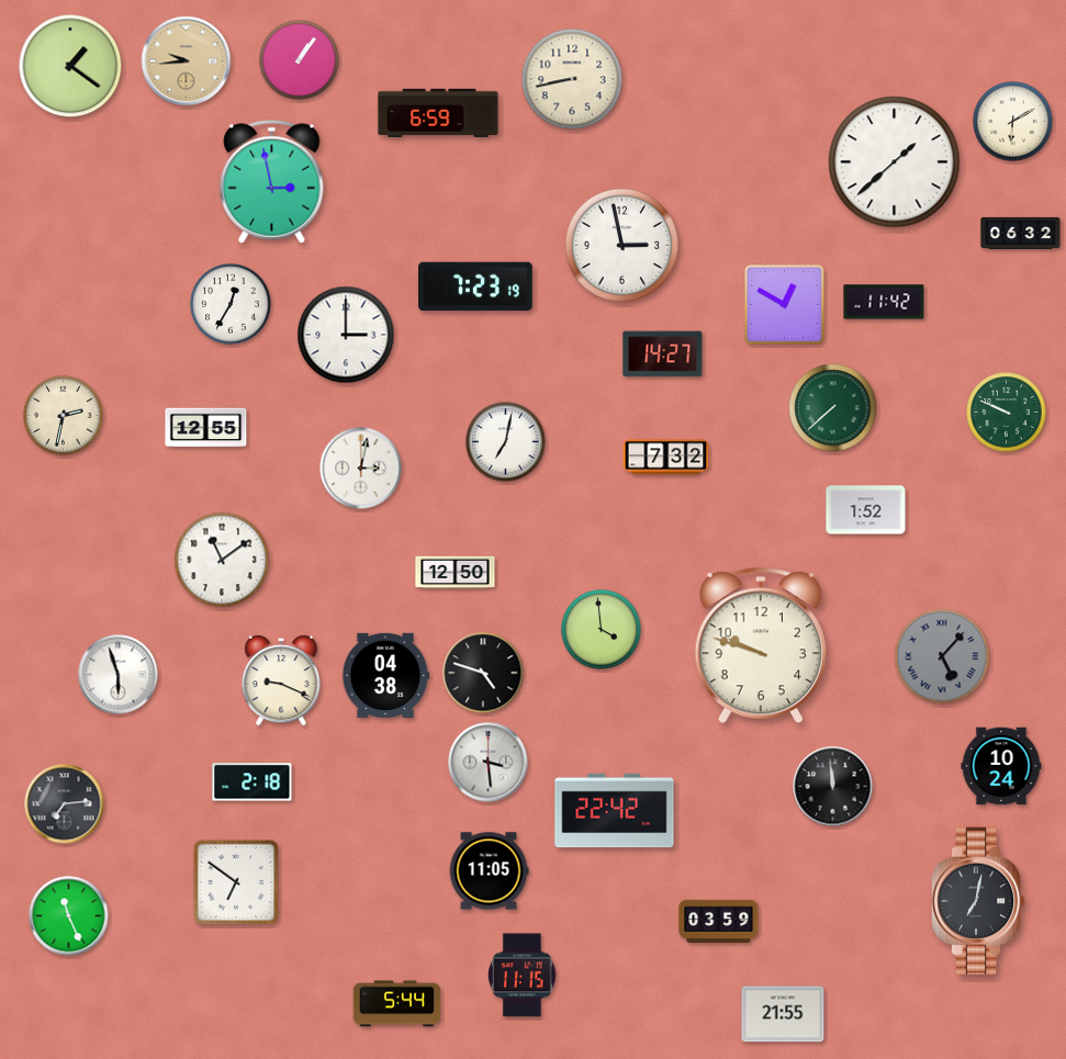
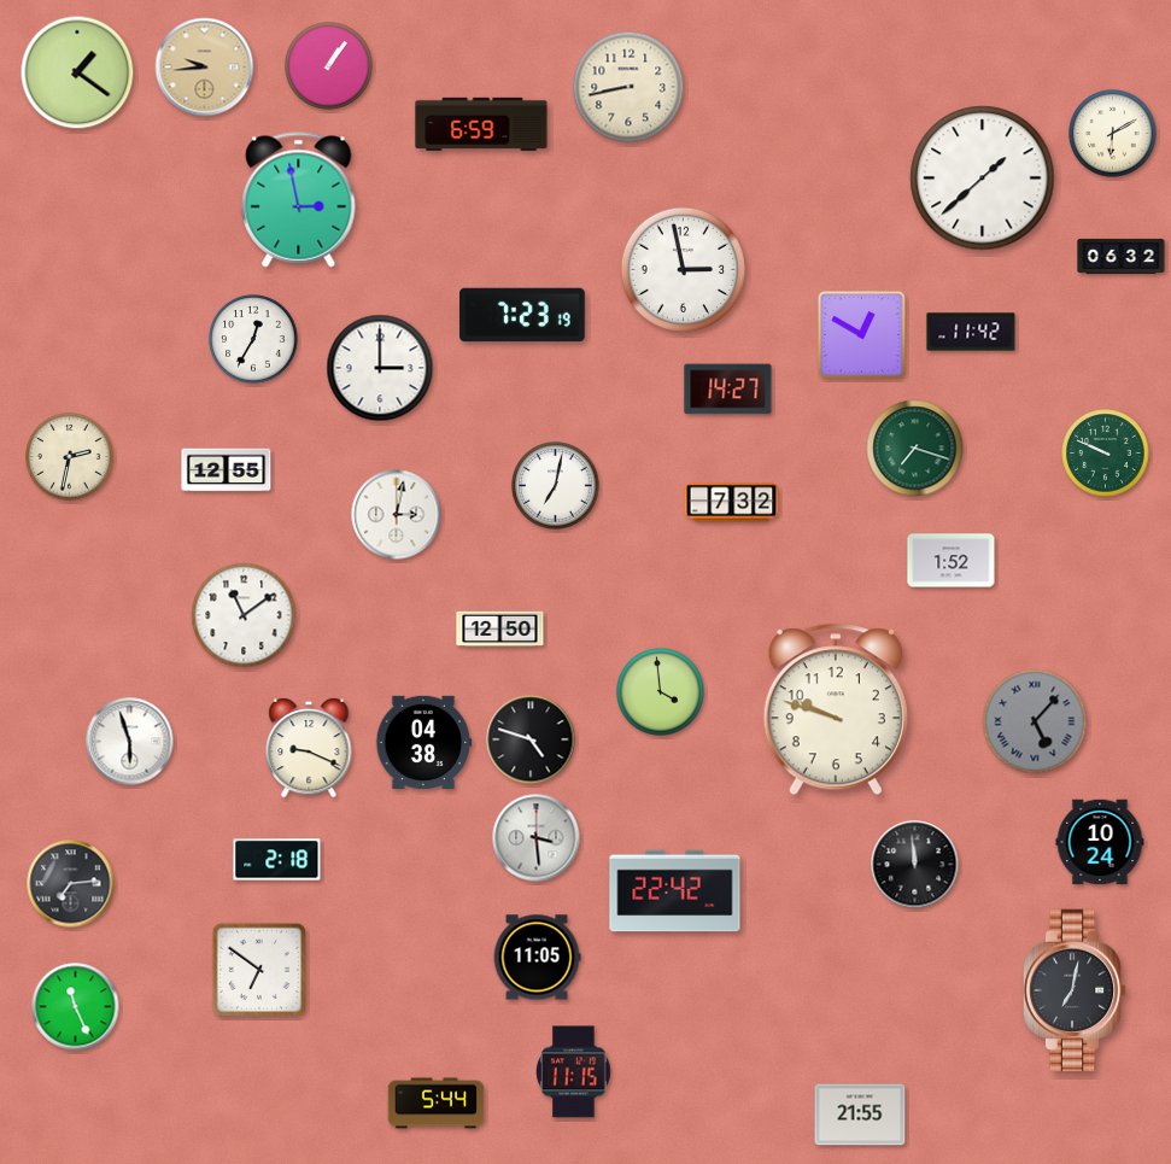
clock at (231, 304) position: (231, 304) -> (253, 339)
clock at (833, 408): 7:38 -> 7:18
clock at (719, 922): 03:59 -> none
